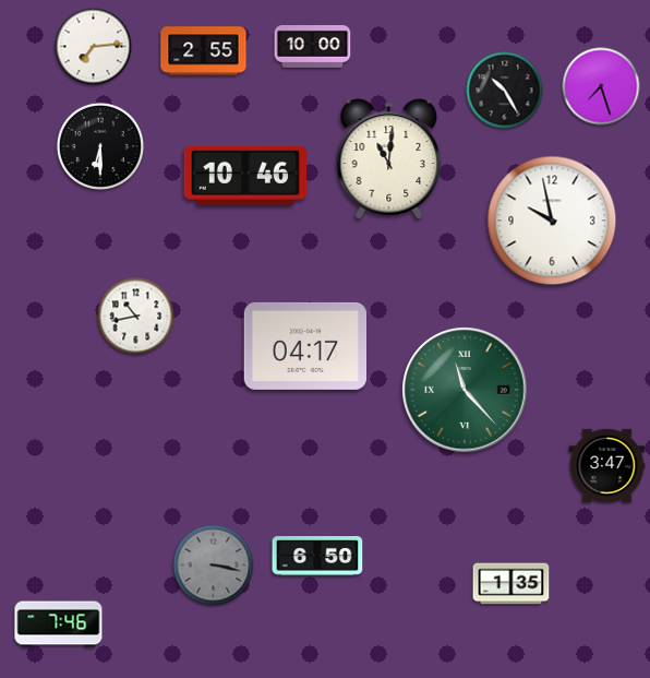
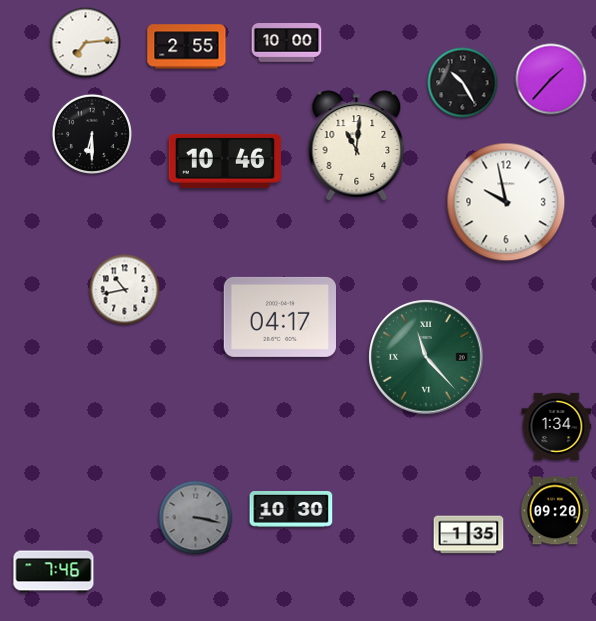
clock at (601, 86): 7:27 -> 1:37
clock at (607, 465): 3:47 -> 1:34
clock at (317, 557): 6:50 -> 10:30
clock at (555, 511): none -> 09:20
